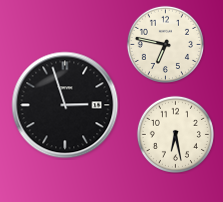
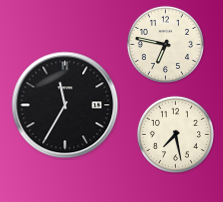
clock at (65, 105): 2:57 -> 11:35
clock at (175, 134): 6:28 -> 7:28
